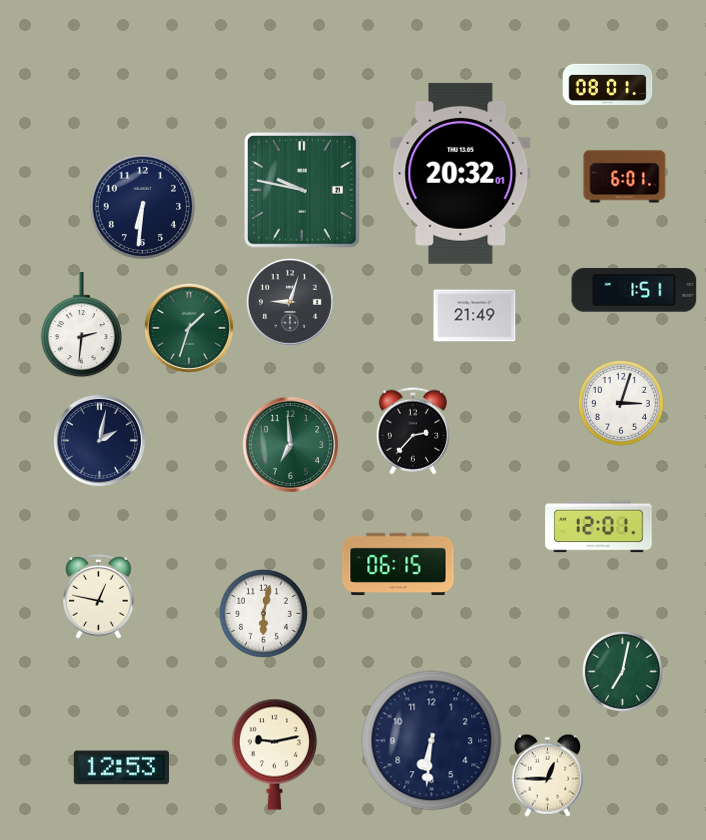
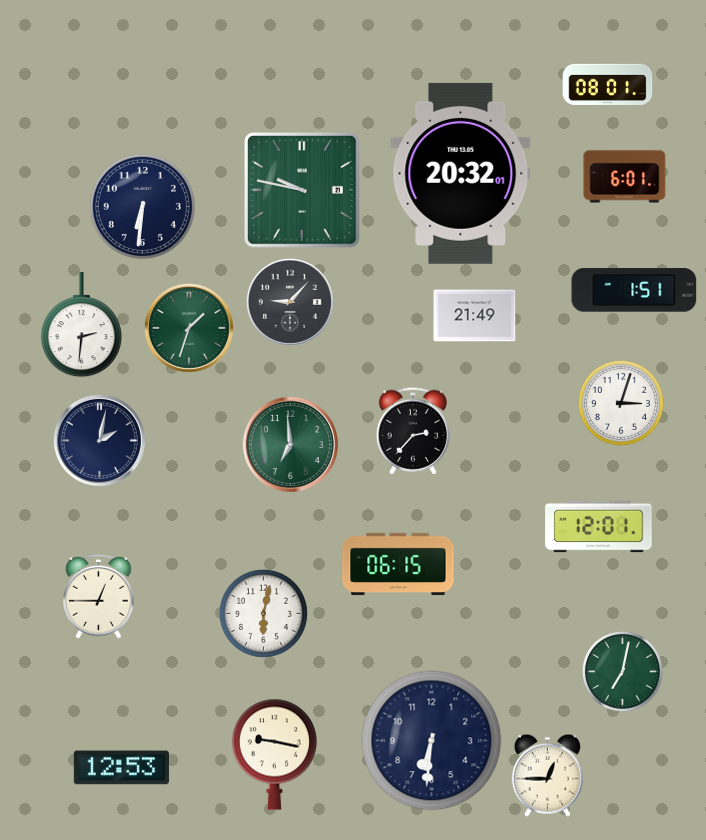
clock at (290, 302): 9:03 -> 9:07
clock at (99, 596): 12:47 -> 12:45
clock at (274, 754): 9:13 -> 9:17
